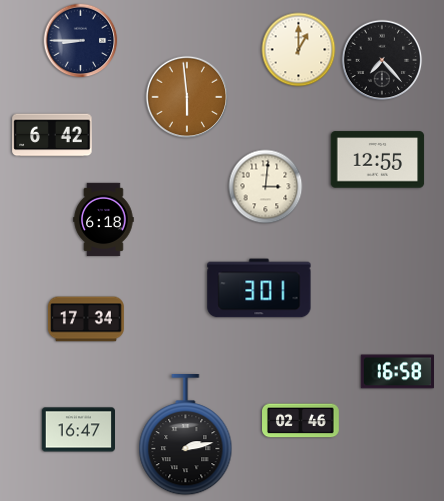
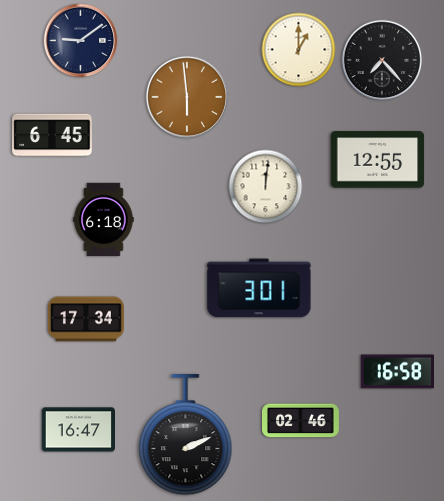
clock at (81, 41): 8:45 -> 9:09
clock at (52, 135): 6:42 -> 6:45
clock at (266, 187): 3:01 -> 12:01
clock at (186, 436): 2:13 -> 2:11
